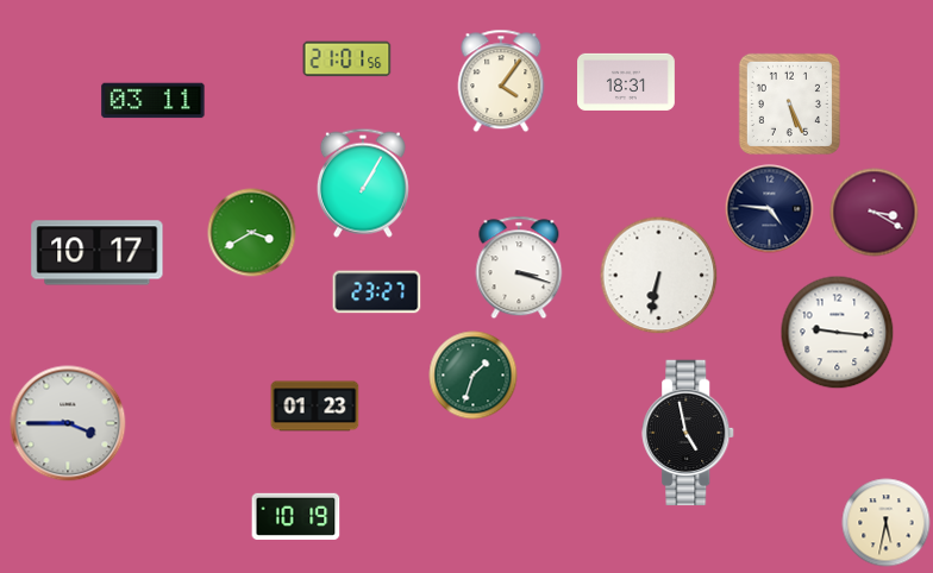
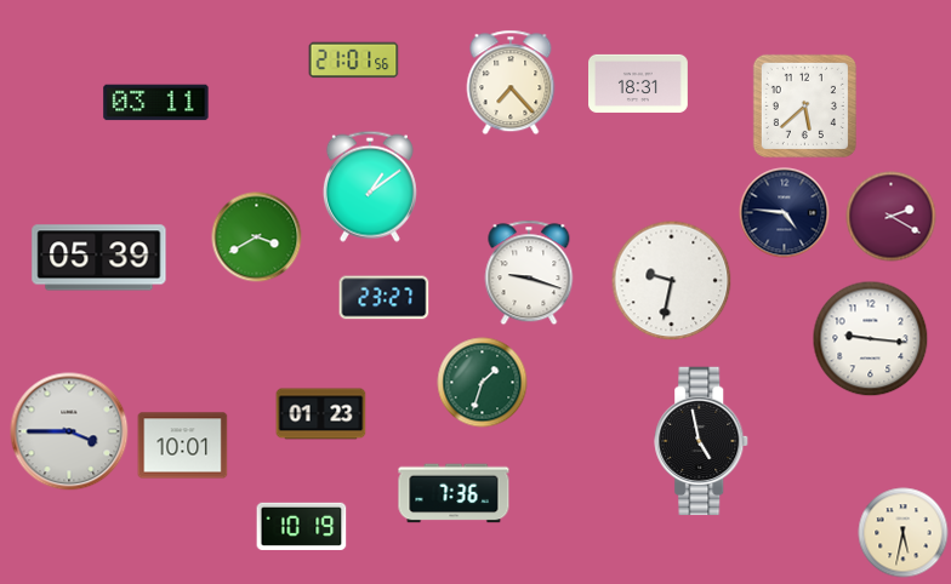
clock at (501, 81): 4:06 -> 7:23
clock at (789, 103): 5:26 -> 5:38
clock at (363, 183): 1:05 -> 1:09
clock at (875, 213): 3:20 -> 2:20
clock at (98, 253): 10:17 -> 05:39
clock at (519, 267): 3:18 -> 9:18
clock at (659, 276): 6:32 -> 9:32
clock at (838, 333) position: (838, 333) -> (871, 339)
clock at (183, 446): none -> 10:01
clock at (454, 493): none -> 7:36
